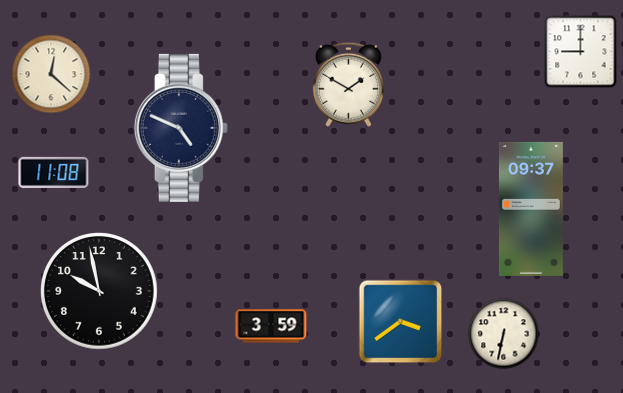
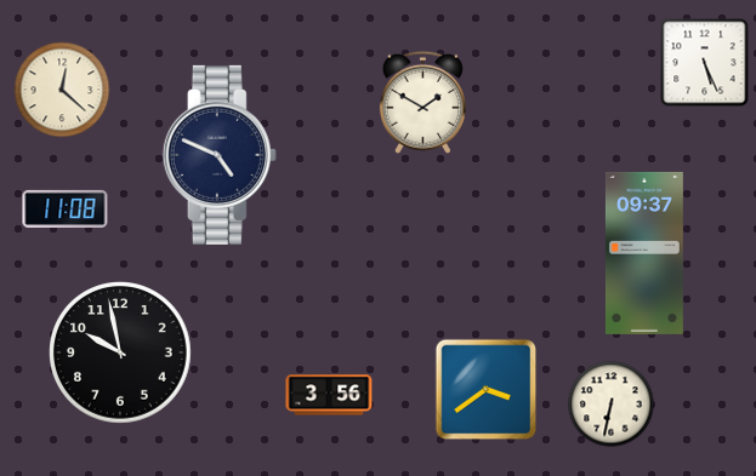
clock at (581, 52): 9:00 -> 5:26
clock at (271, 326): 3:59 -> 3:56
